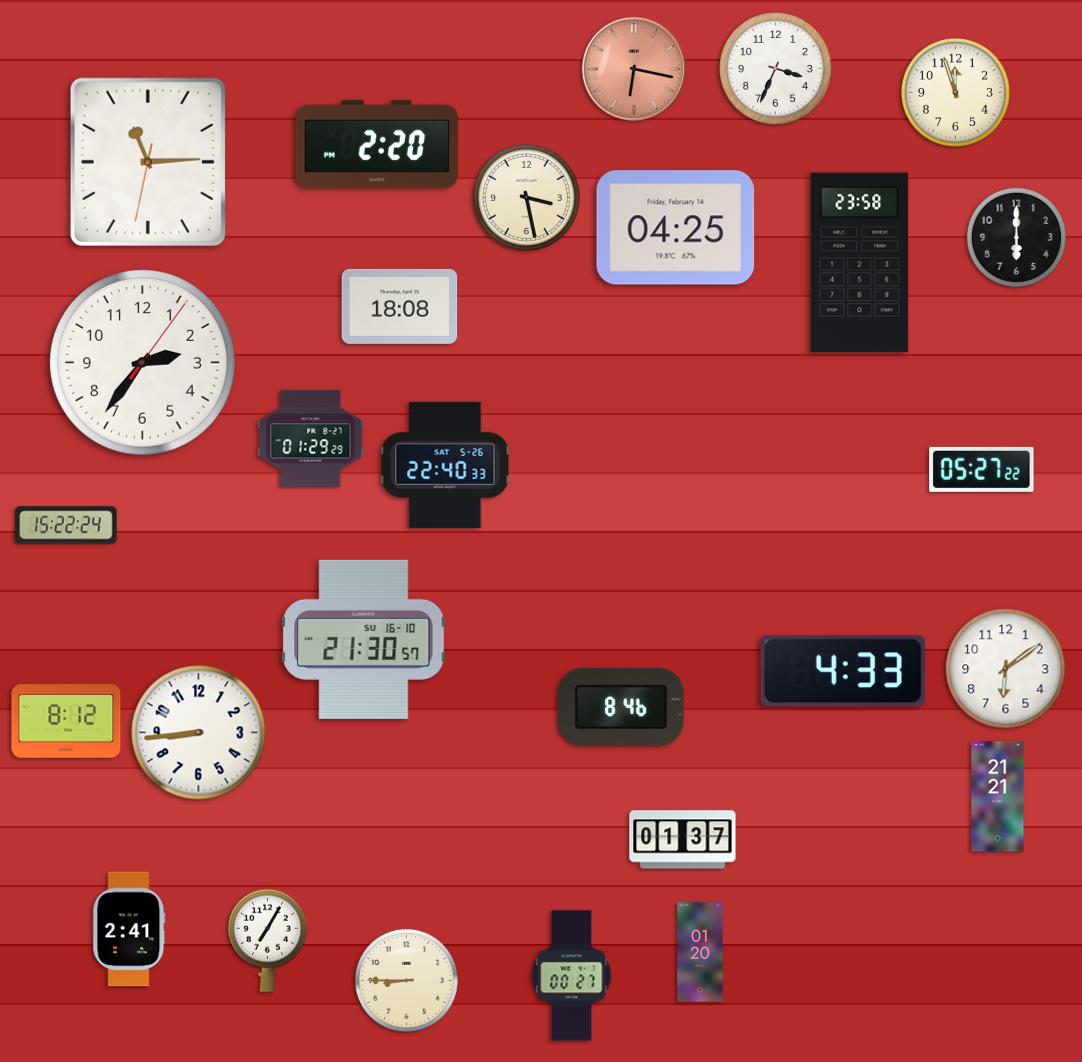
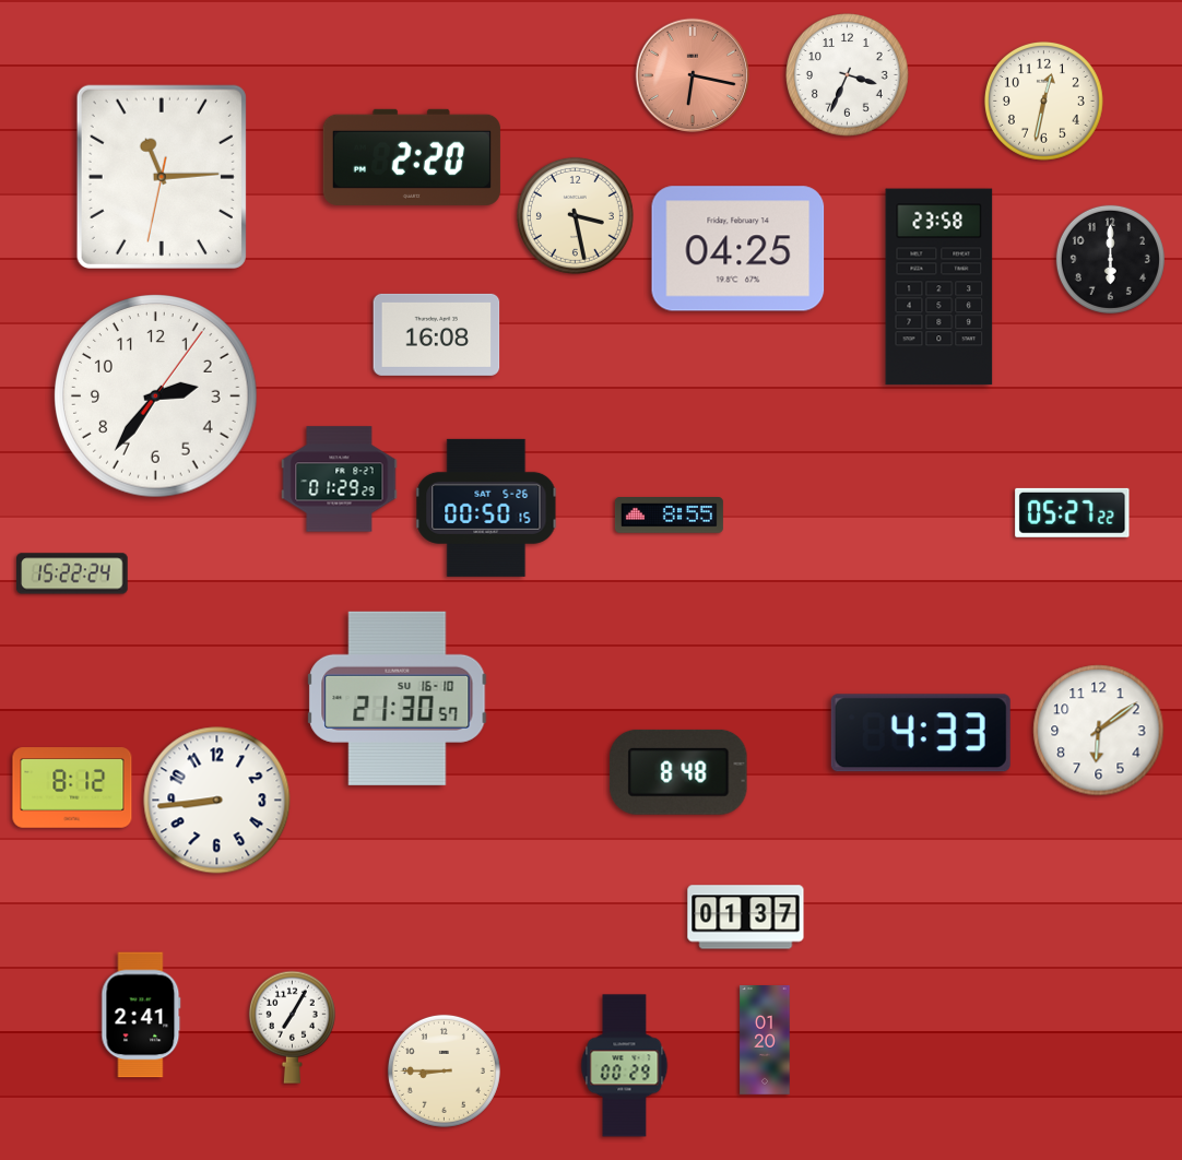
clock at (955, 92): 11:57 -> 12:32
clock at (400, 306): 18:08 -> 16:08
clock at (445, 465): 22:40 -> 00:50
clock at (669, 516): none -> 8:55
clock at (621, 707): 8:46 -> 8:48
clock at (998, 797): 21:21 -> none
clock at (572, 976): 00:27 -> 00:29
